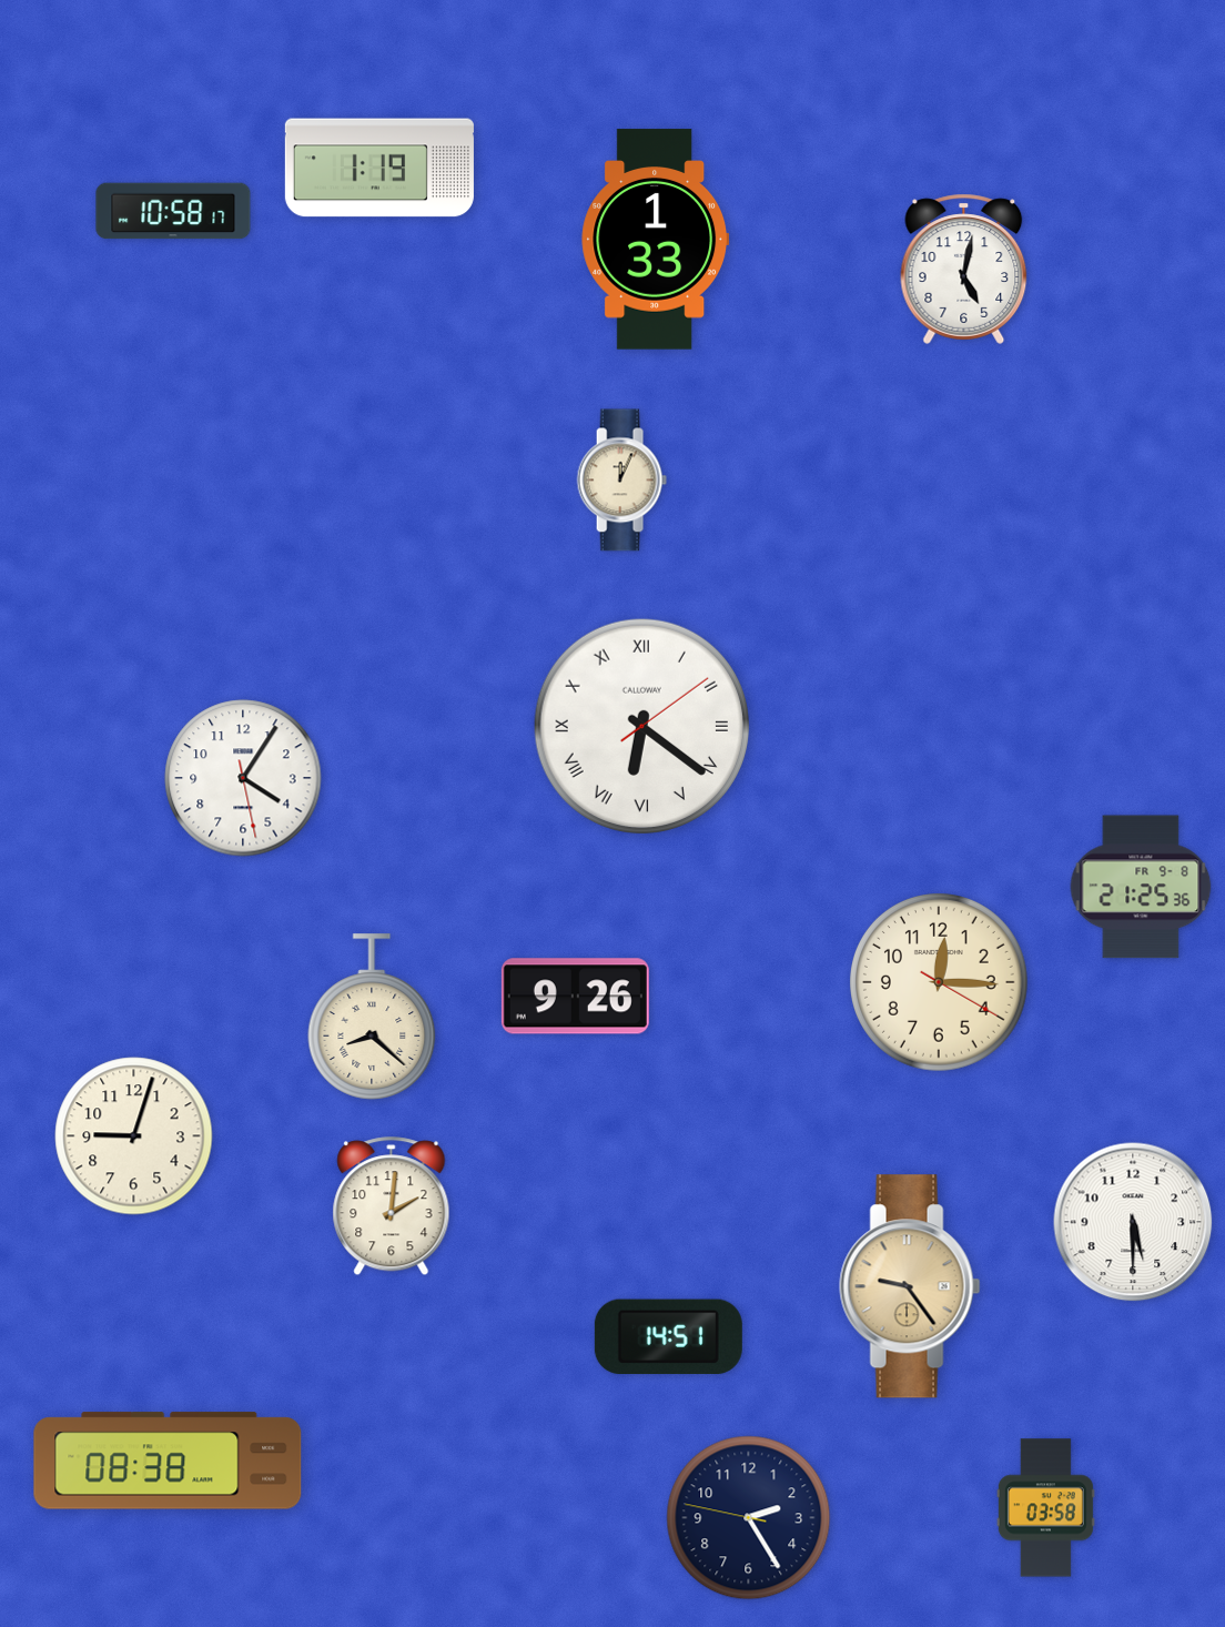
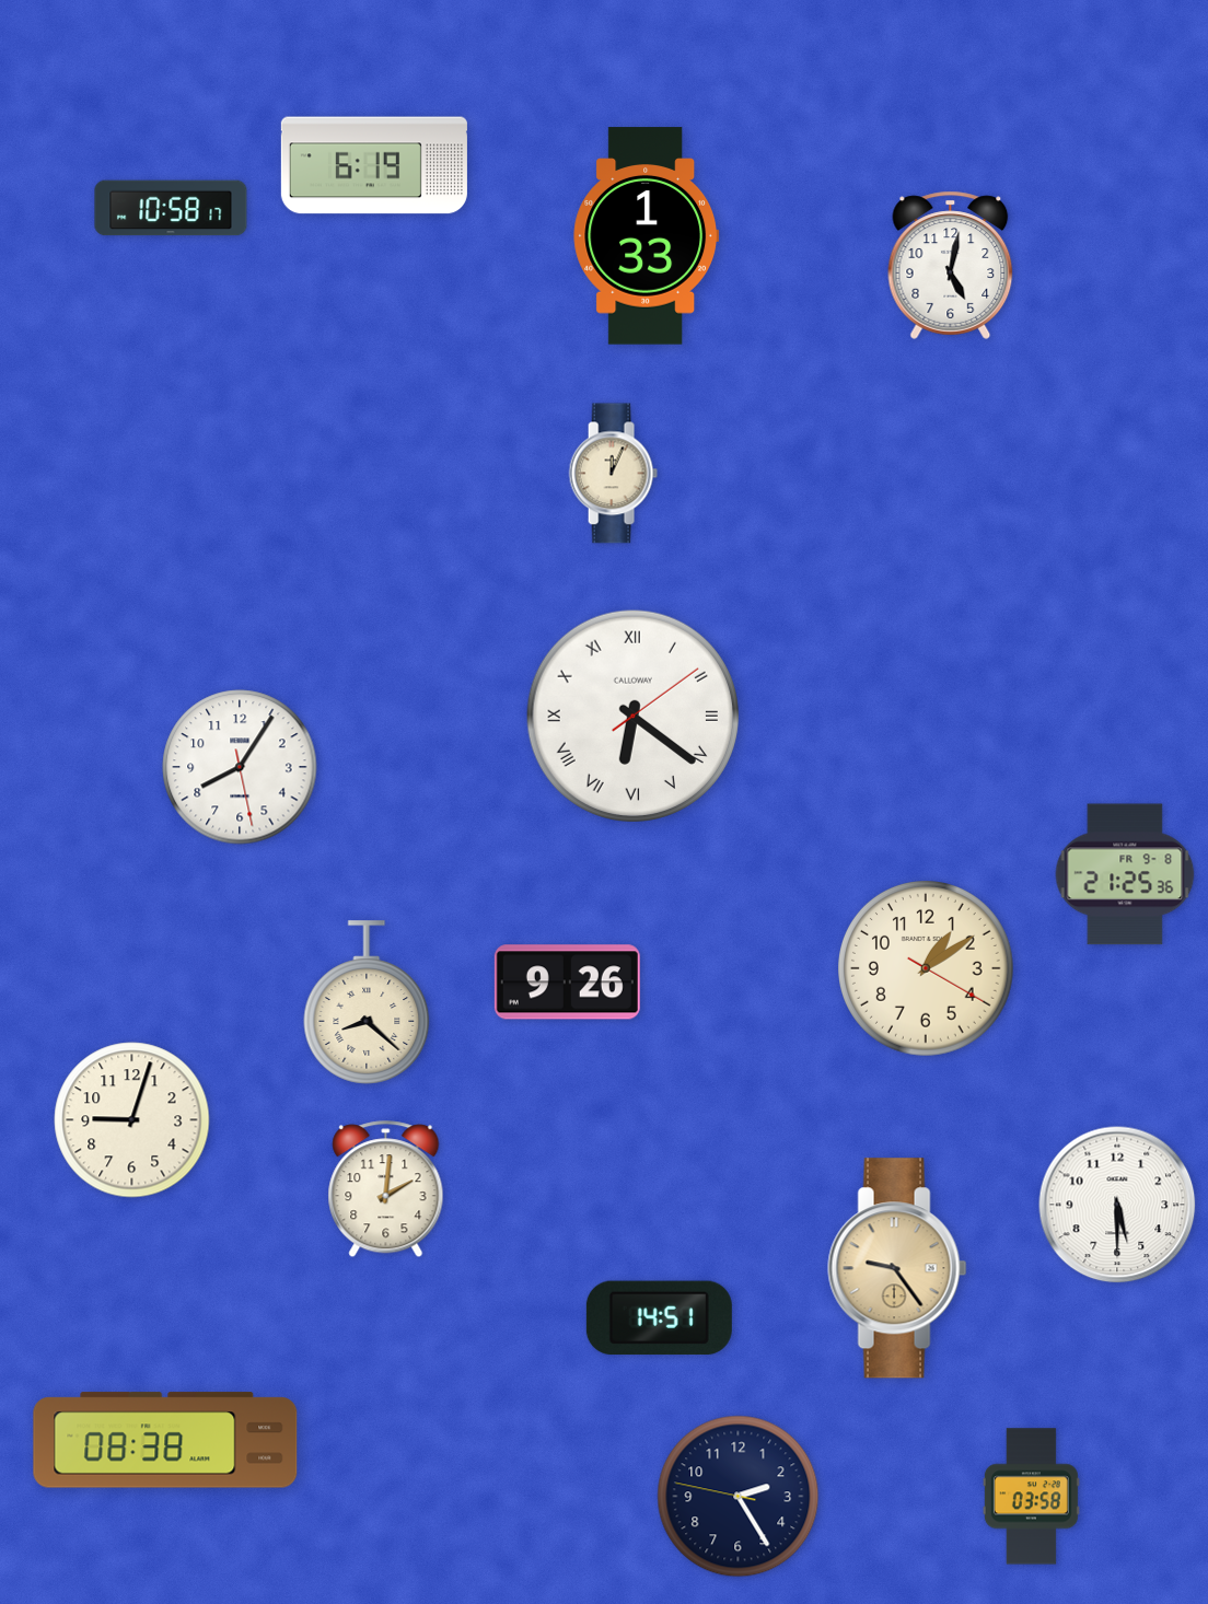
clock at (379, 168): 1:19 -> 6:19
clock at (243, 778): 4:05 -> 8:05
clock at (940, 983): 12:15 -> 1:09
clock at (1045, 1508) position: (1045, 1508) -> (1031, 1497)
